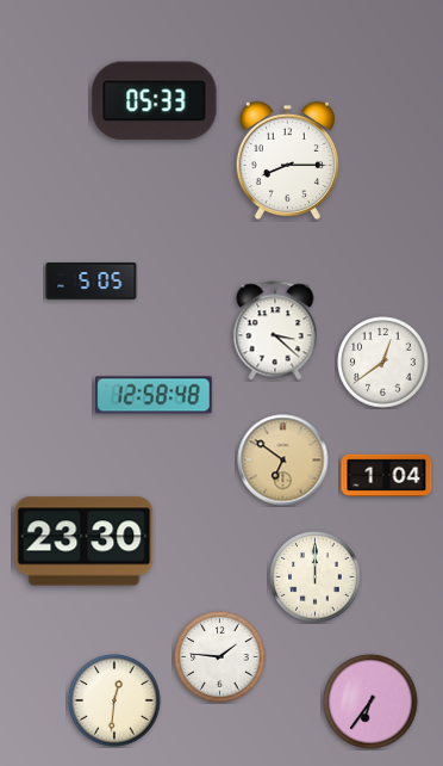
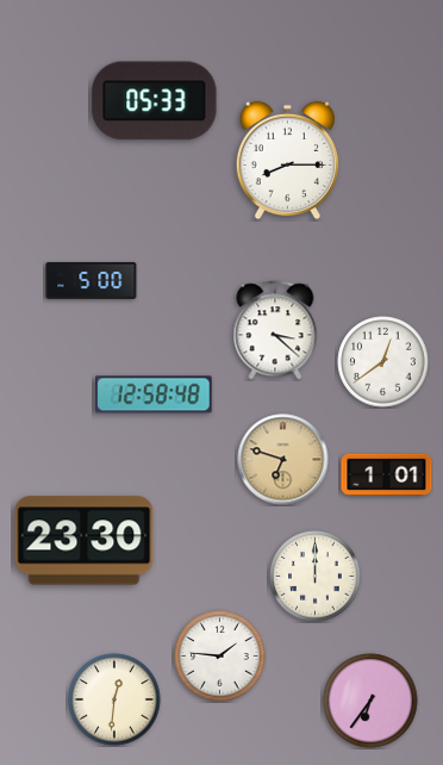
clock at (92, 282): 5:05 -> 5:00
clock at (283, 461): 6:51 -> 6:48
clock at (387, 475): 1:04 -> 1:01
